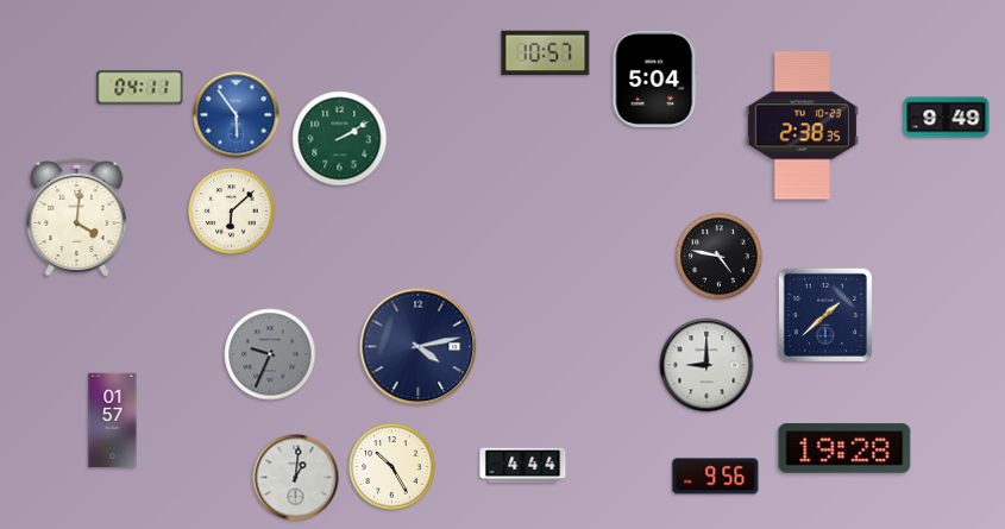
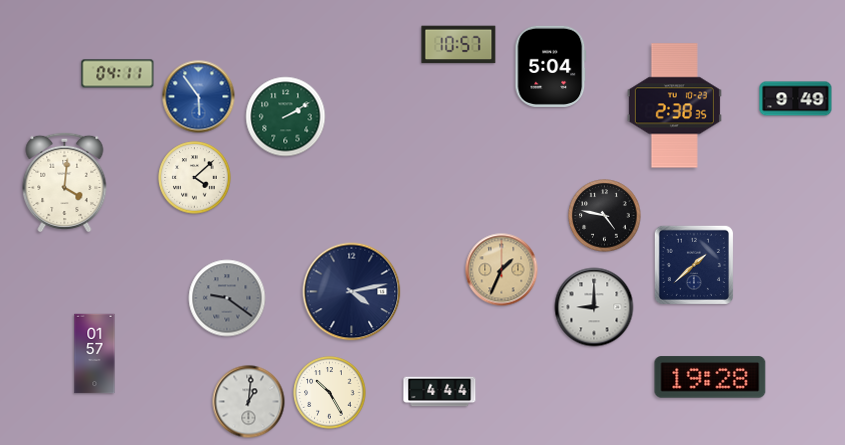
clock at (232, 212): 6:08 -> 4:08
clock at (502, 270): none -> 1:34
clock at (270, 354): 9:34 -> 9:21
clock at (716, 477): 9:56 -> none
